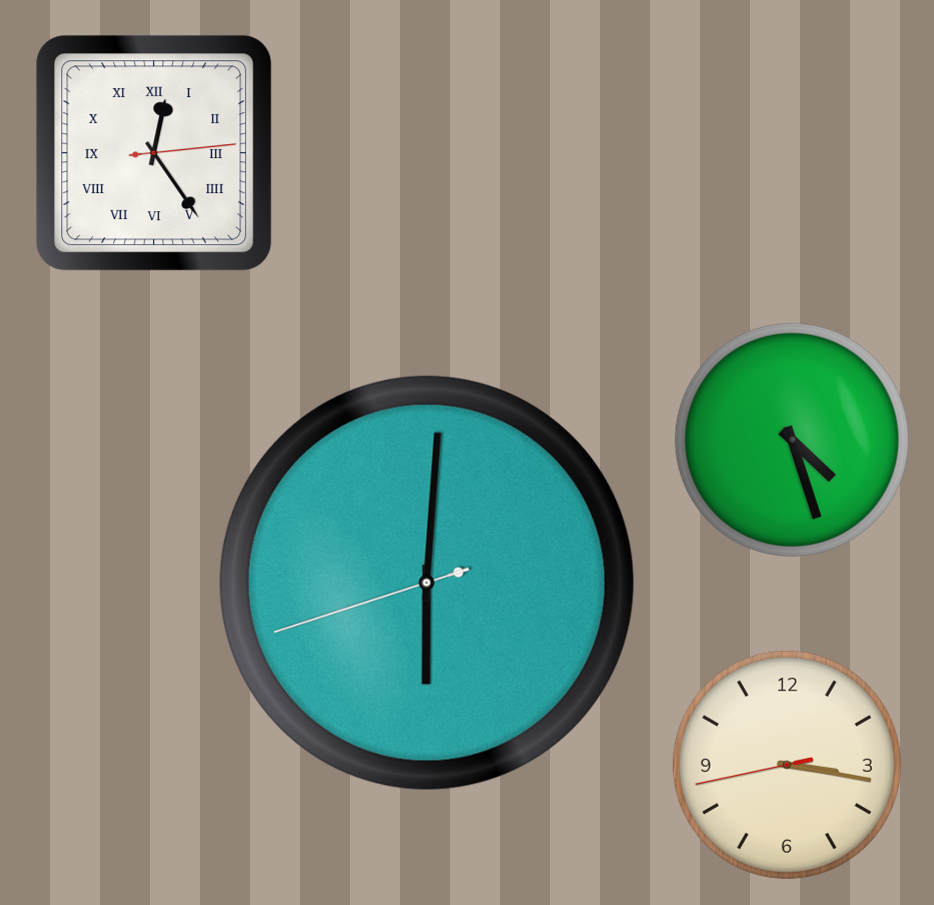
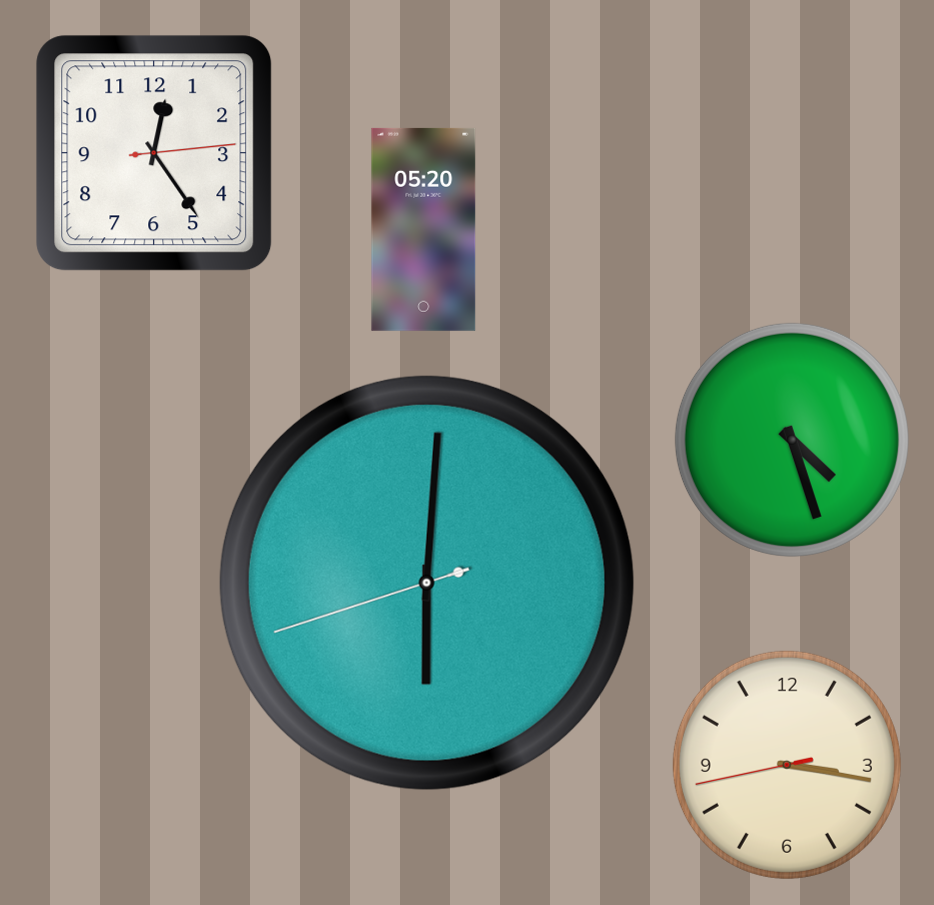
clock at (154, 153) numerals: Roman -> Arabic
clock at (424, 229): none -> 05:20
